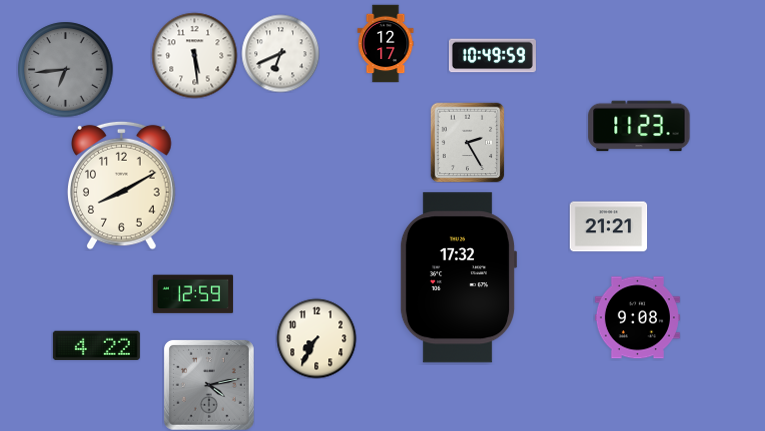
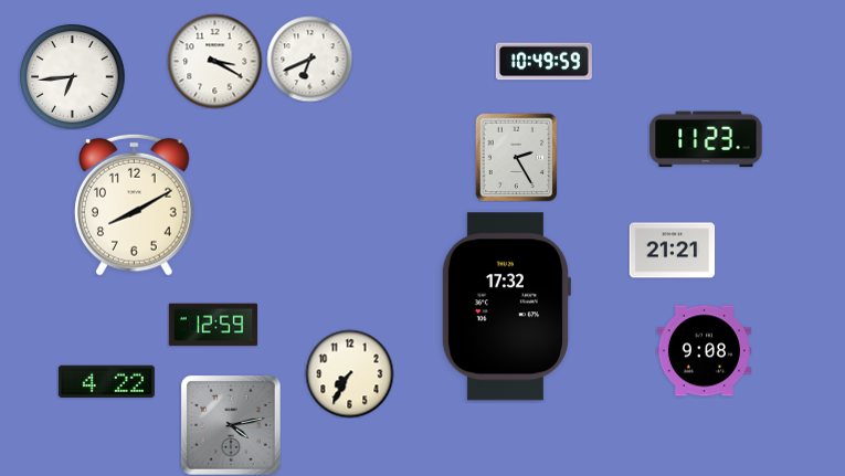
clock at (386, 43): 12:17 -> none
clock at (194, 55): 5:29 -> 3:20
clock at (65, 69) dial: grey -> white
